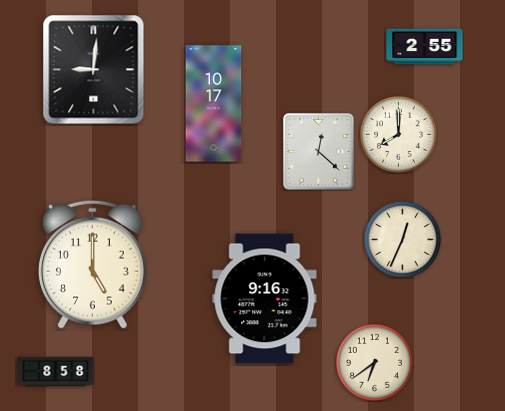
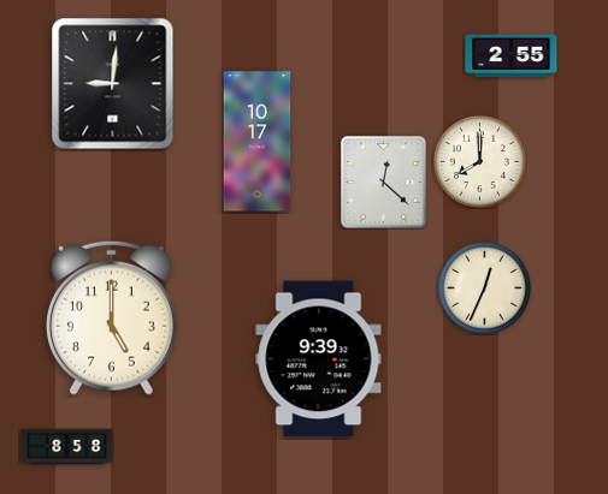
clock at (214, 104) position: (214, 104) -> (258, 142)
clock at (265, 299): 9:16 -> 9:39
clock at (374, 362): 6:39 -> none
